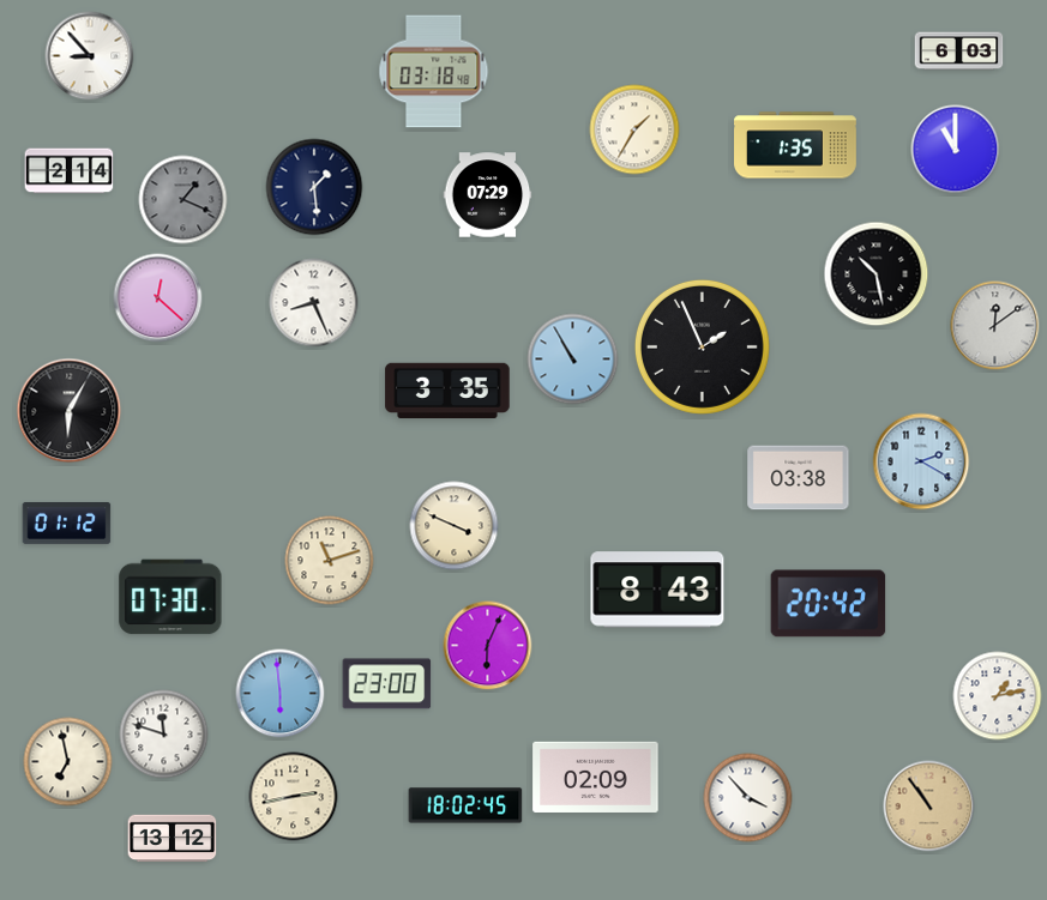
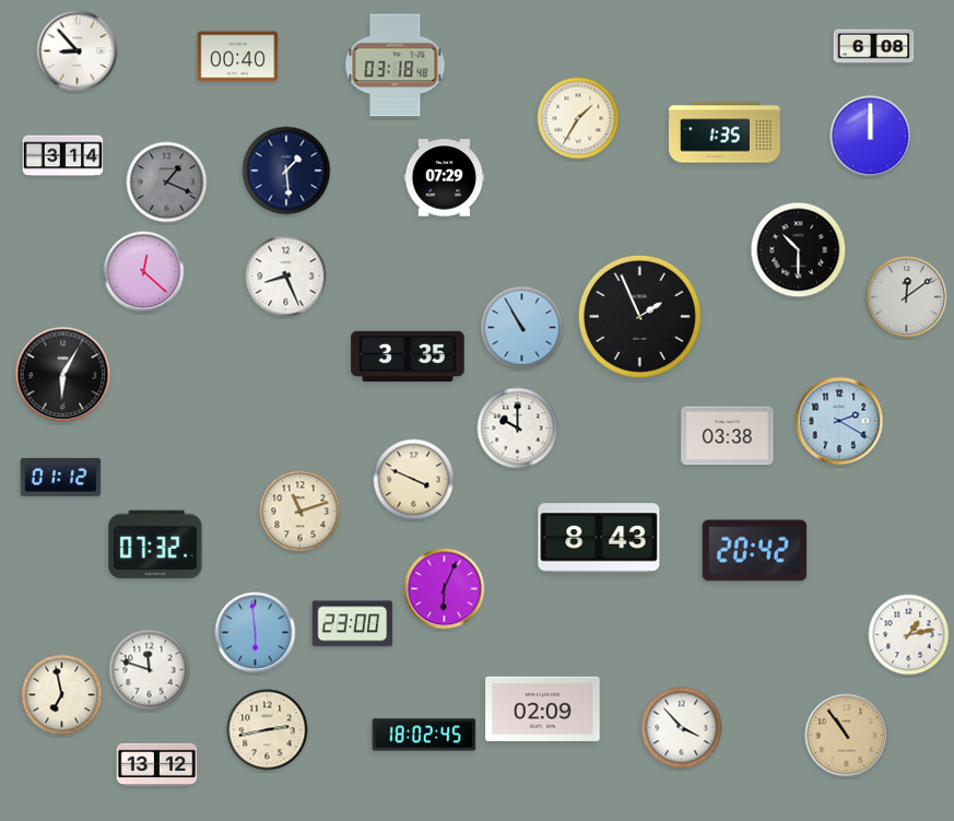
clock at (959, 52): 6:03 -> 6:08
clock at (90, 56) position: (90, 56) -> (78, 51)
clock at (238, 57): none -> 00:40
clock at (956, 150): 11:00 -> 12:00
clock at (70, 171): 2:14 -> 3:14
clock at (877, 274): 10:28 -> 10:30
clock at (518, 429): none -> 10:00
clock at (170, 597): 07:30 -> 07:32
clock at (294, 797) position: (294, 797) -> (268, 730)
